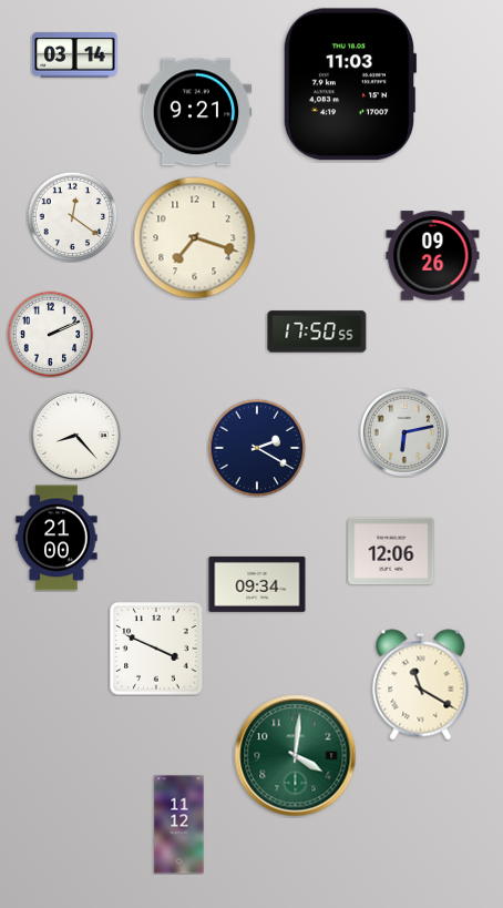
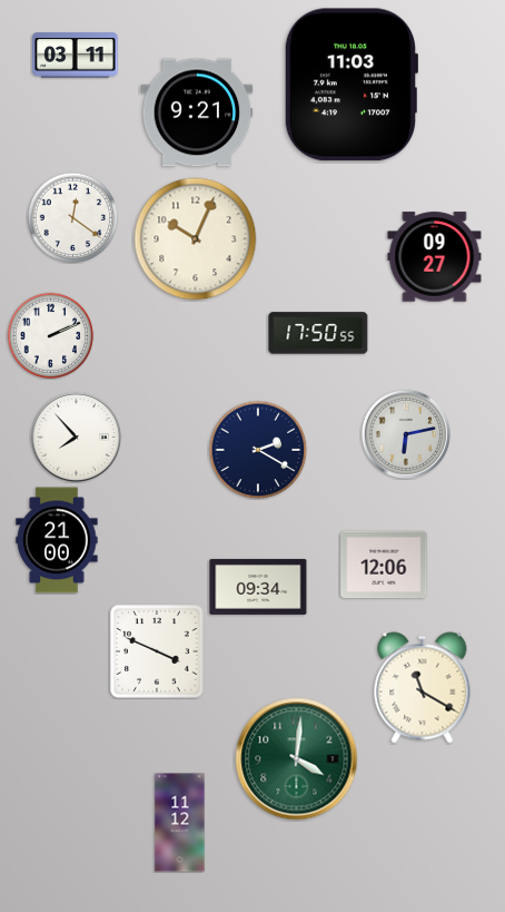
clock at (75, 55): 03:14 -> 03:11
clock at (195, 238): 7:18 -> 10:04
clock at (433, 256): 09:26 -> 09:27
clock at (75, 435): 8:23 -> 7:53
clock at (391, 551) position: (391, 551) -> (384, 565)
clock at (179, 825) position: (179, 825) -> (180, 823)
